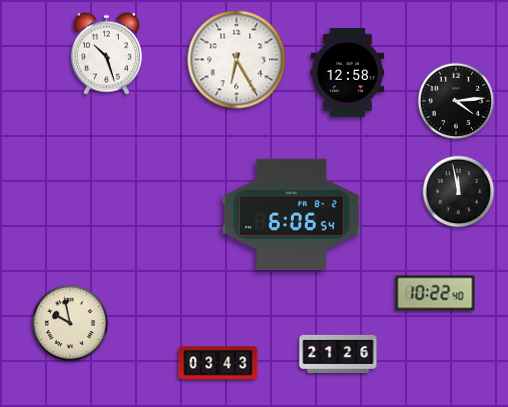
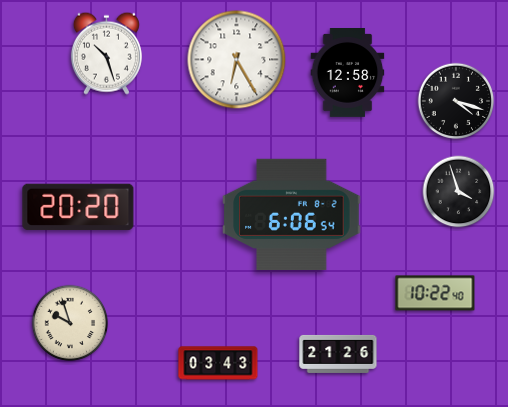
clock at (456, 101): 4:14 -> 4:18
clock at (459, 192): 11:58 -> 3:57
clock at (78, 207): none -> 20:20
clock at (70, 323): 9:58 -> 9:57
